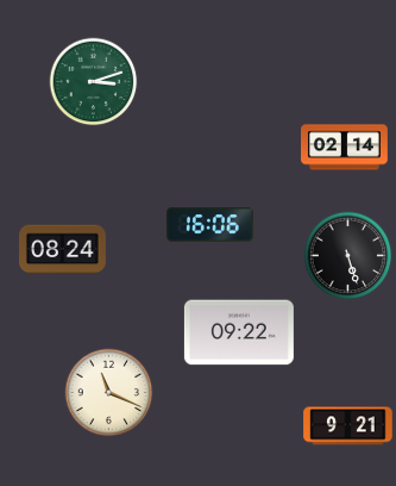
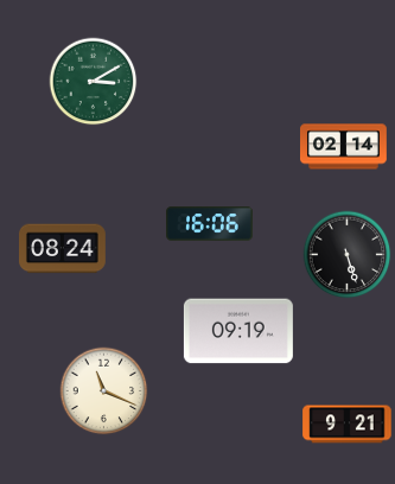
clock at (94, 82): 3:12 -> 3:10
clock at (239, 332): 09:22 -> 09:19
clock at (109, 393) position: (109, 393) -> (104, 391)
